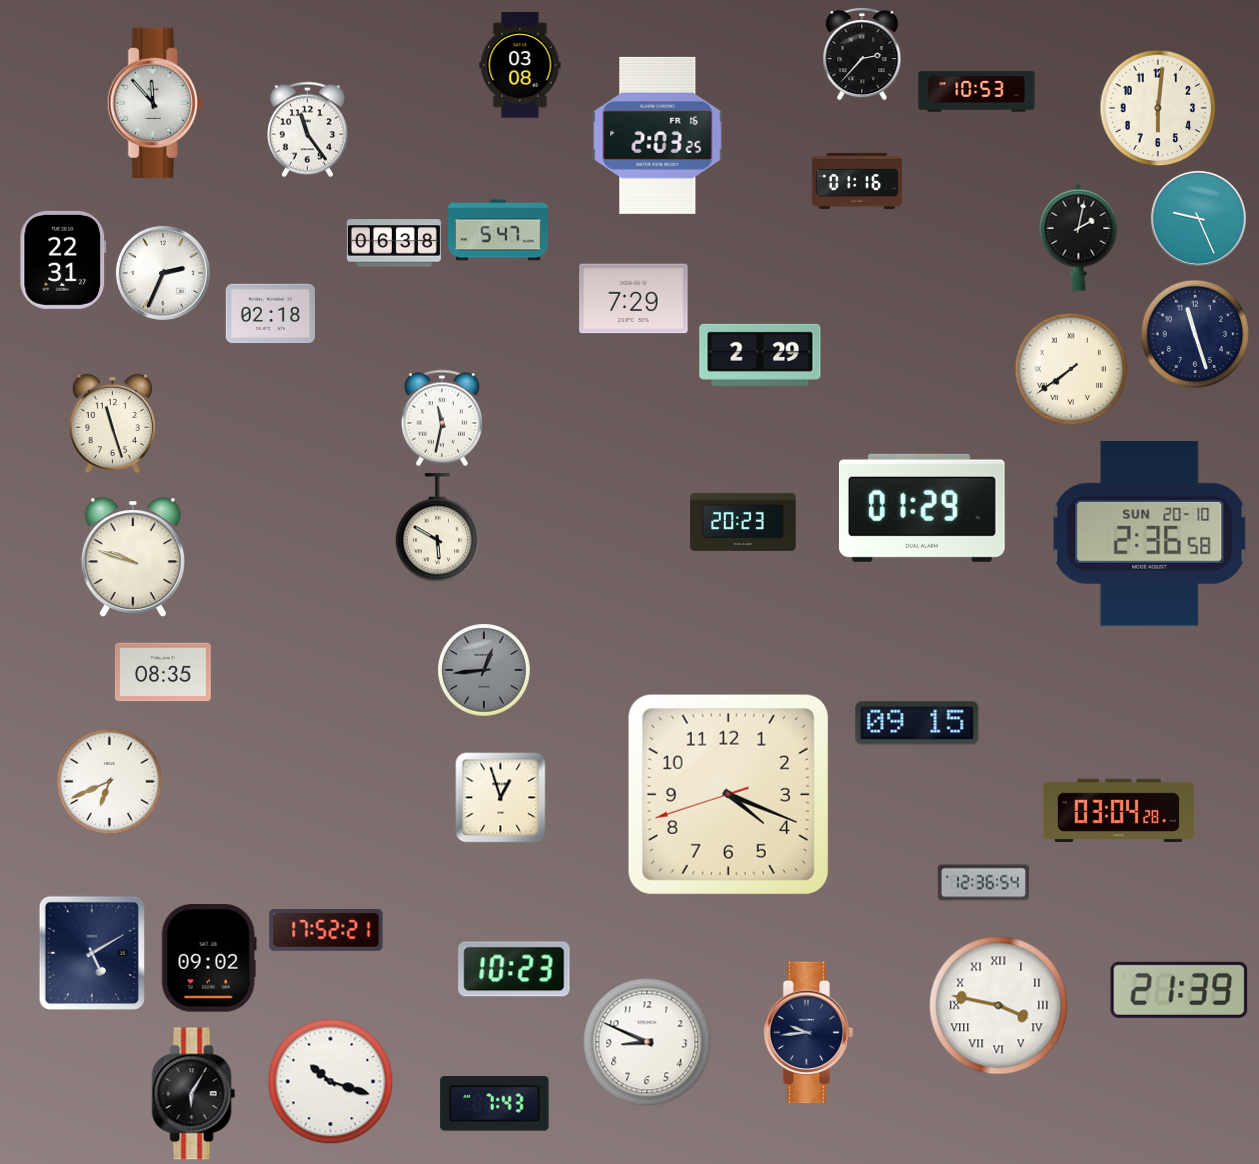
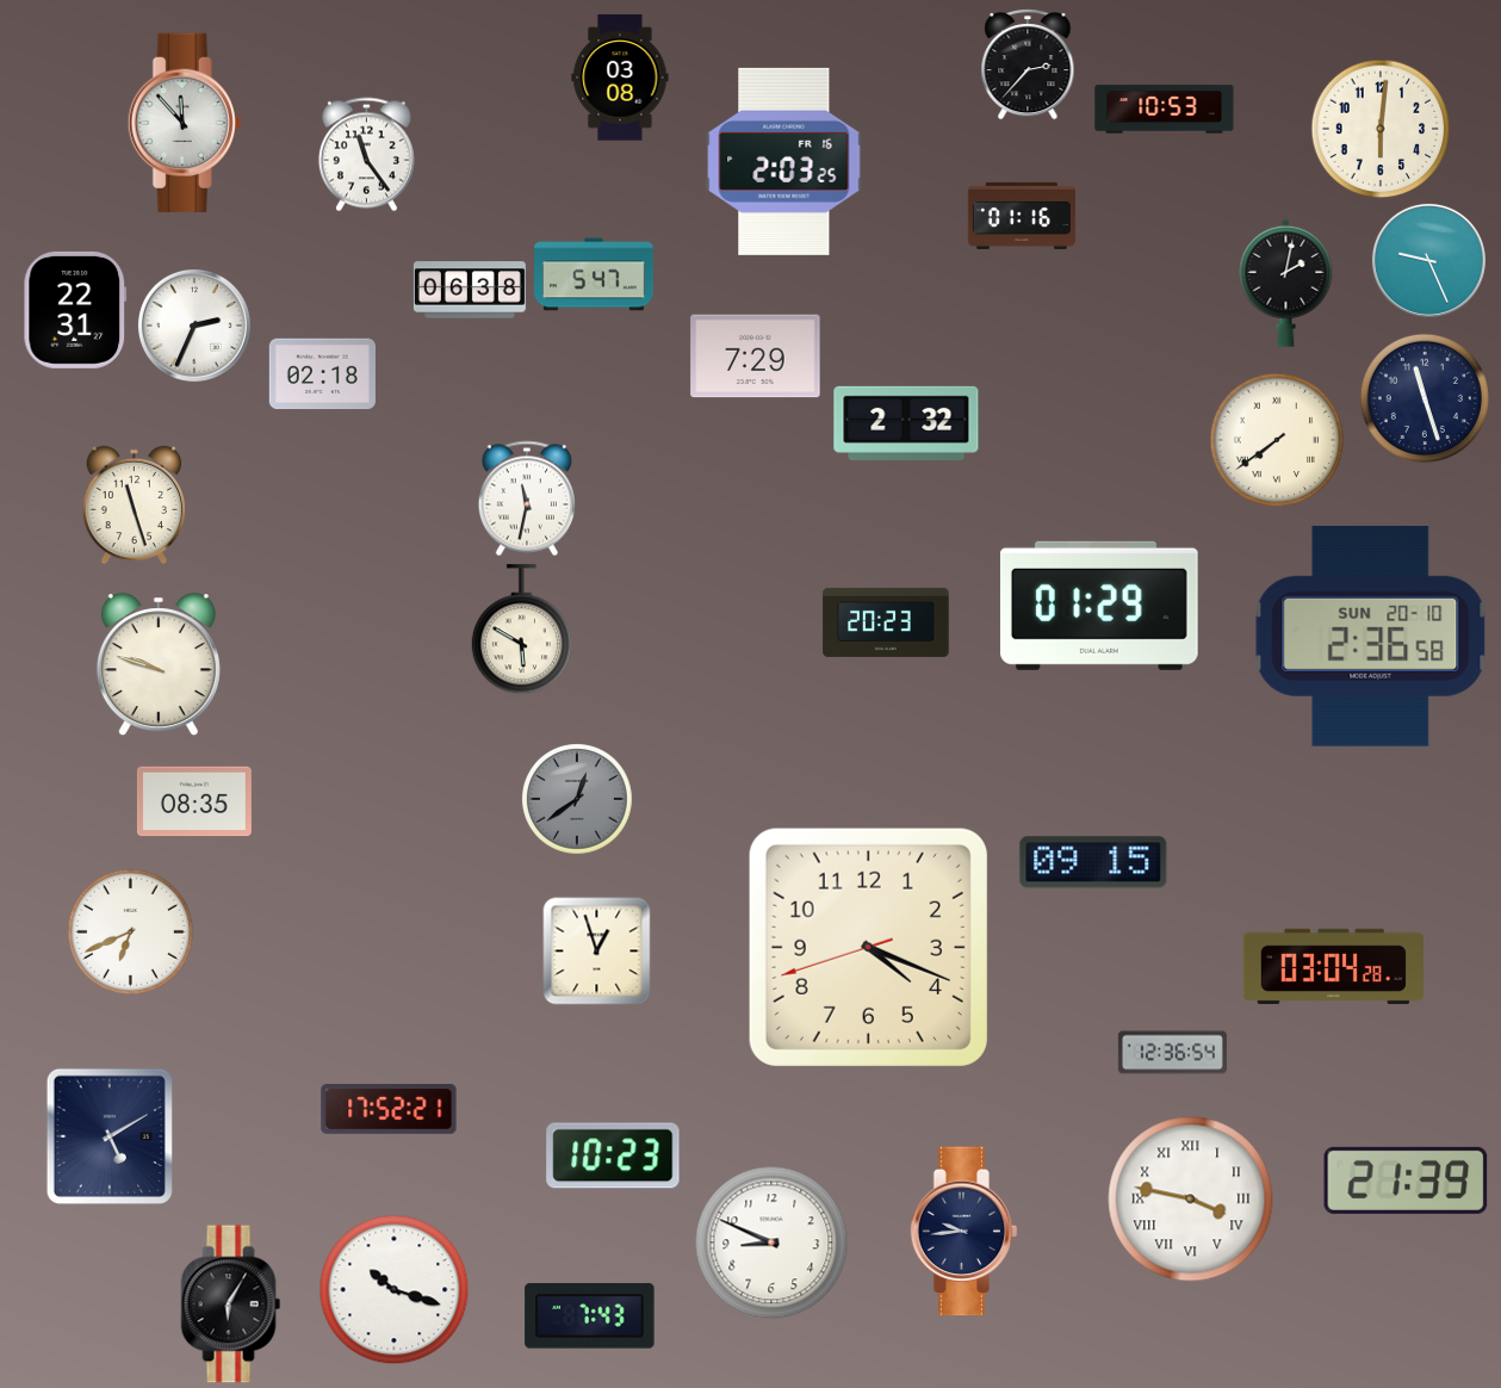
clock at (760, 355): 2:29 -> 2:32
clock at (484, 670): 12:44 -> 12:39
clock at (209, 958): 09:02 -> none
